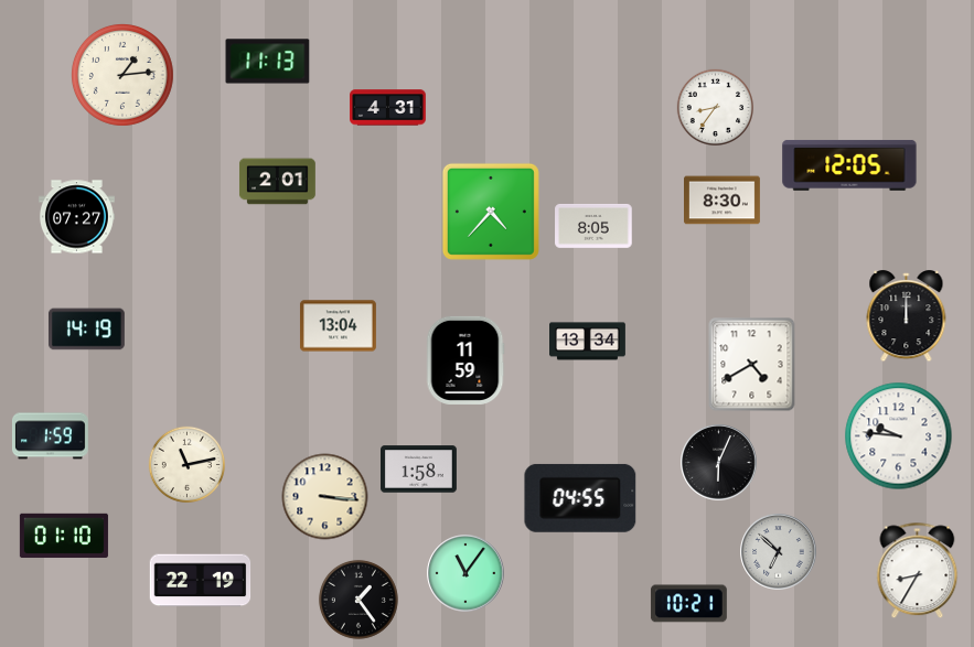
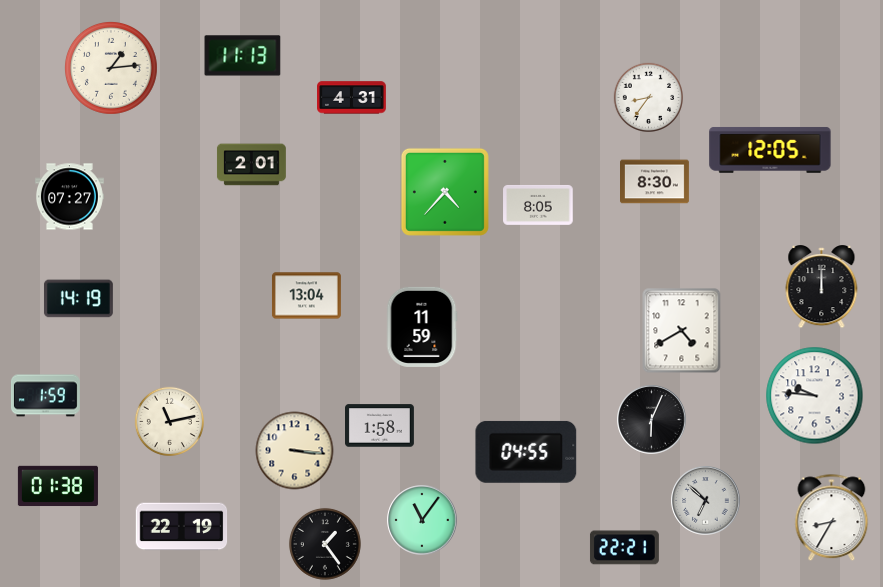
clock at (588, 342): 13:34 -> none
clock at (64, 536): 01:10 -> 01:38
clock at (688, 604): 10:21 -> 22:21
